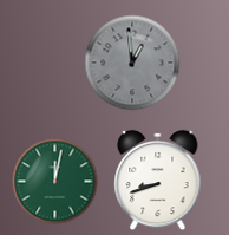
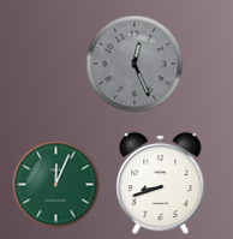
clock at (132, 63): 12:59 -> 12:26
clock at (55, 182): 12:02 -> 12:04
